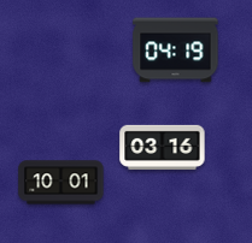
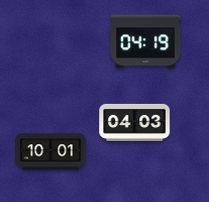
clock at (163, 147): 03:16 -> 04:03
